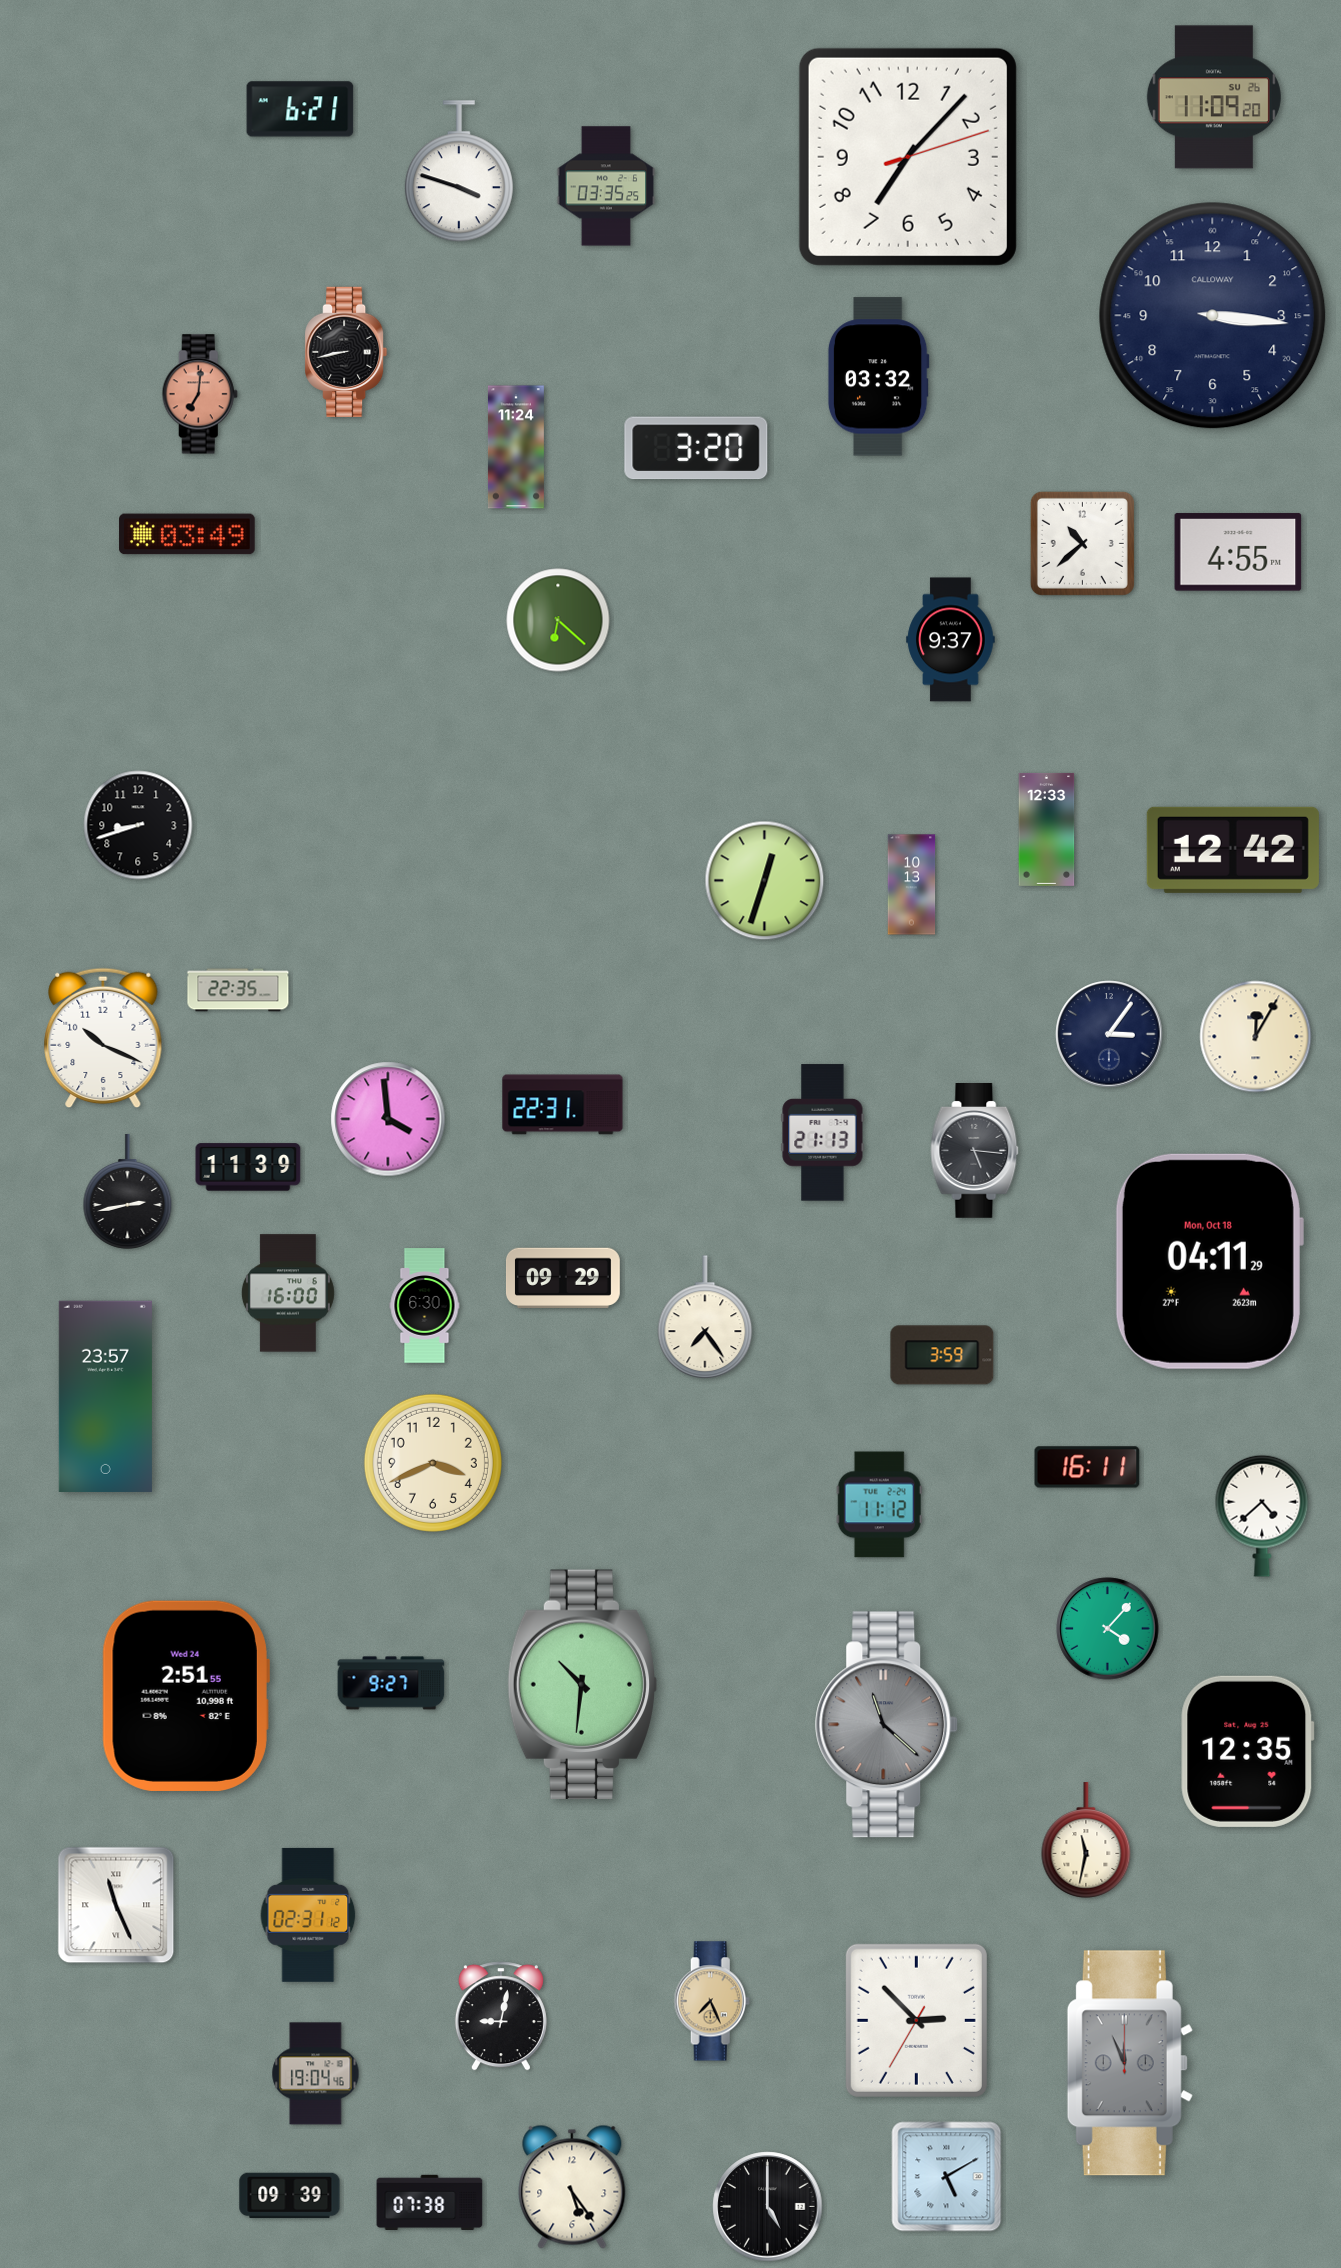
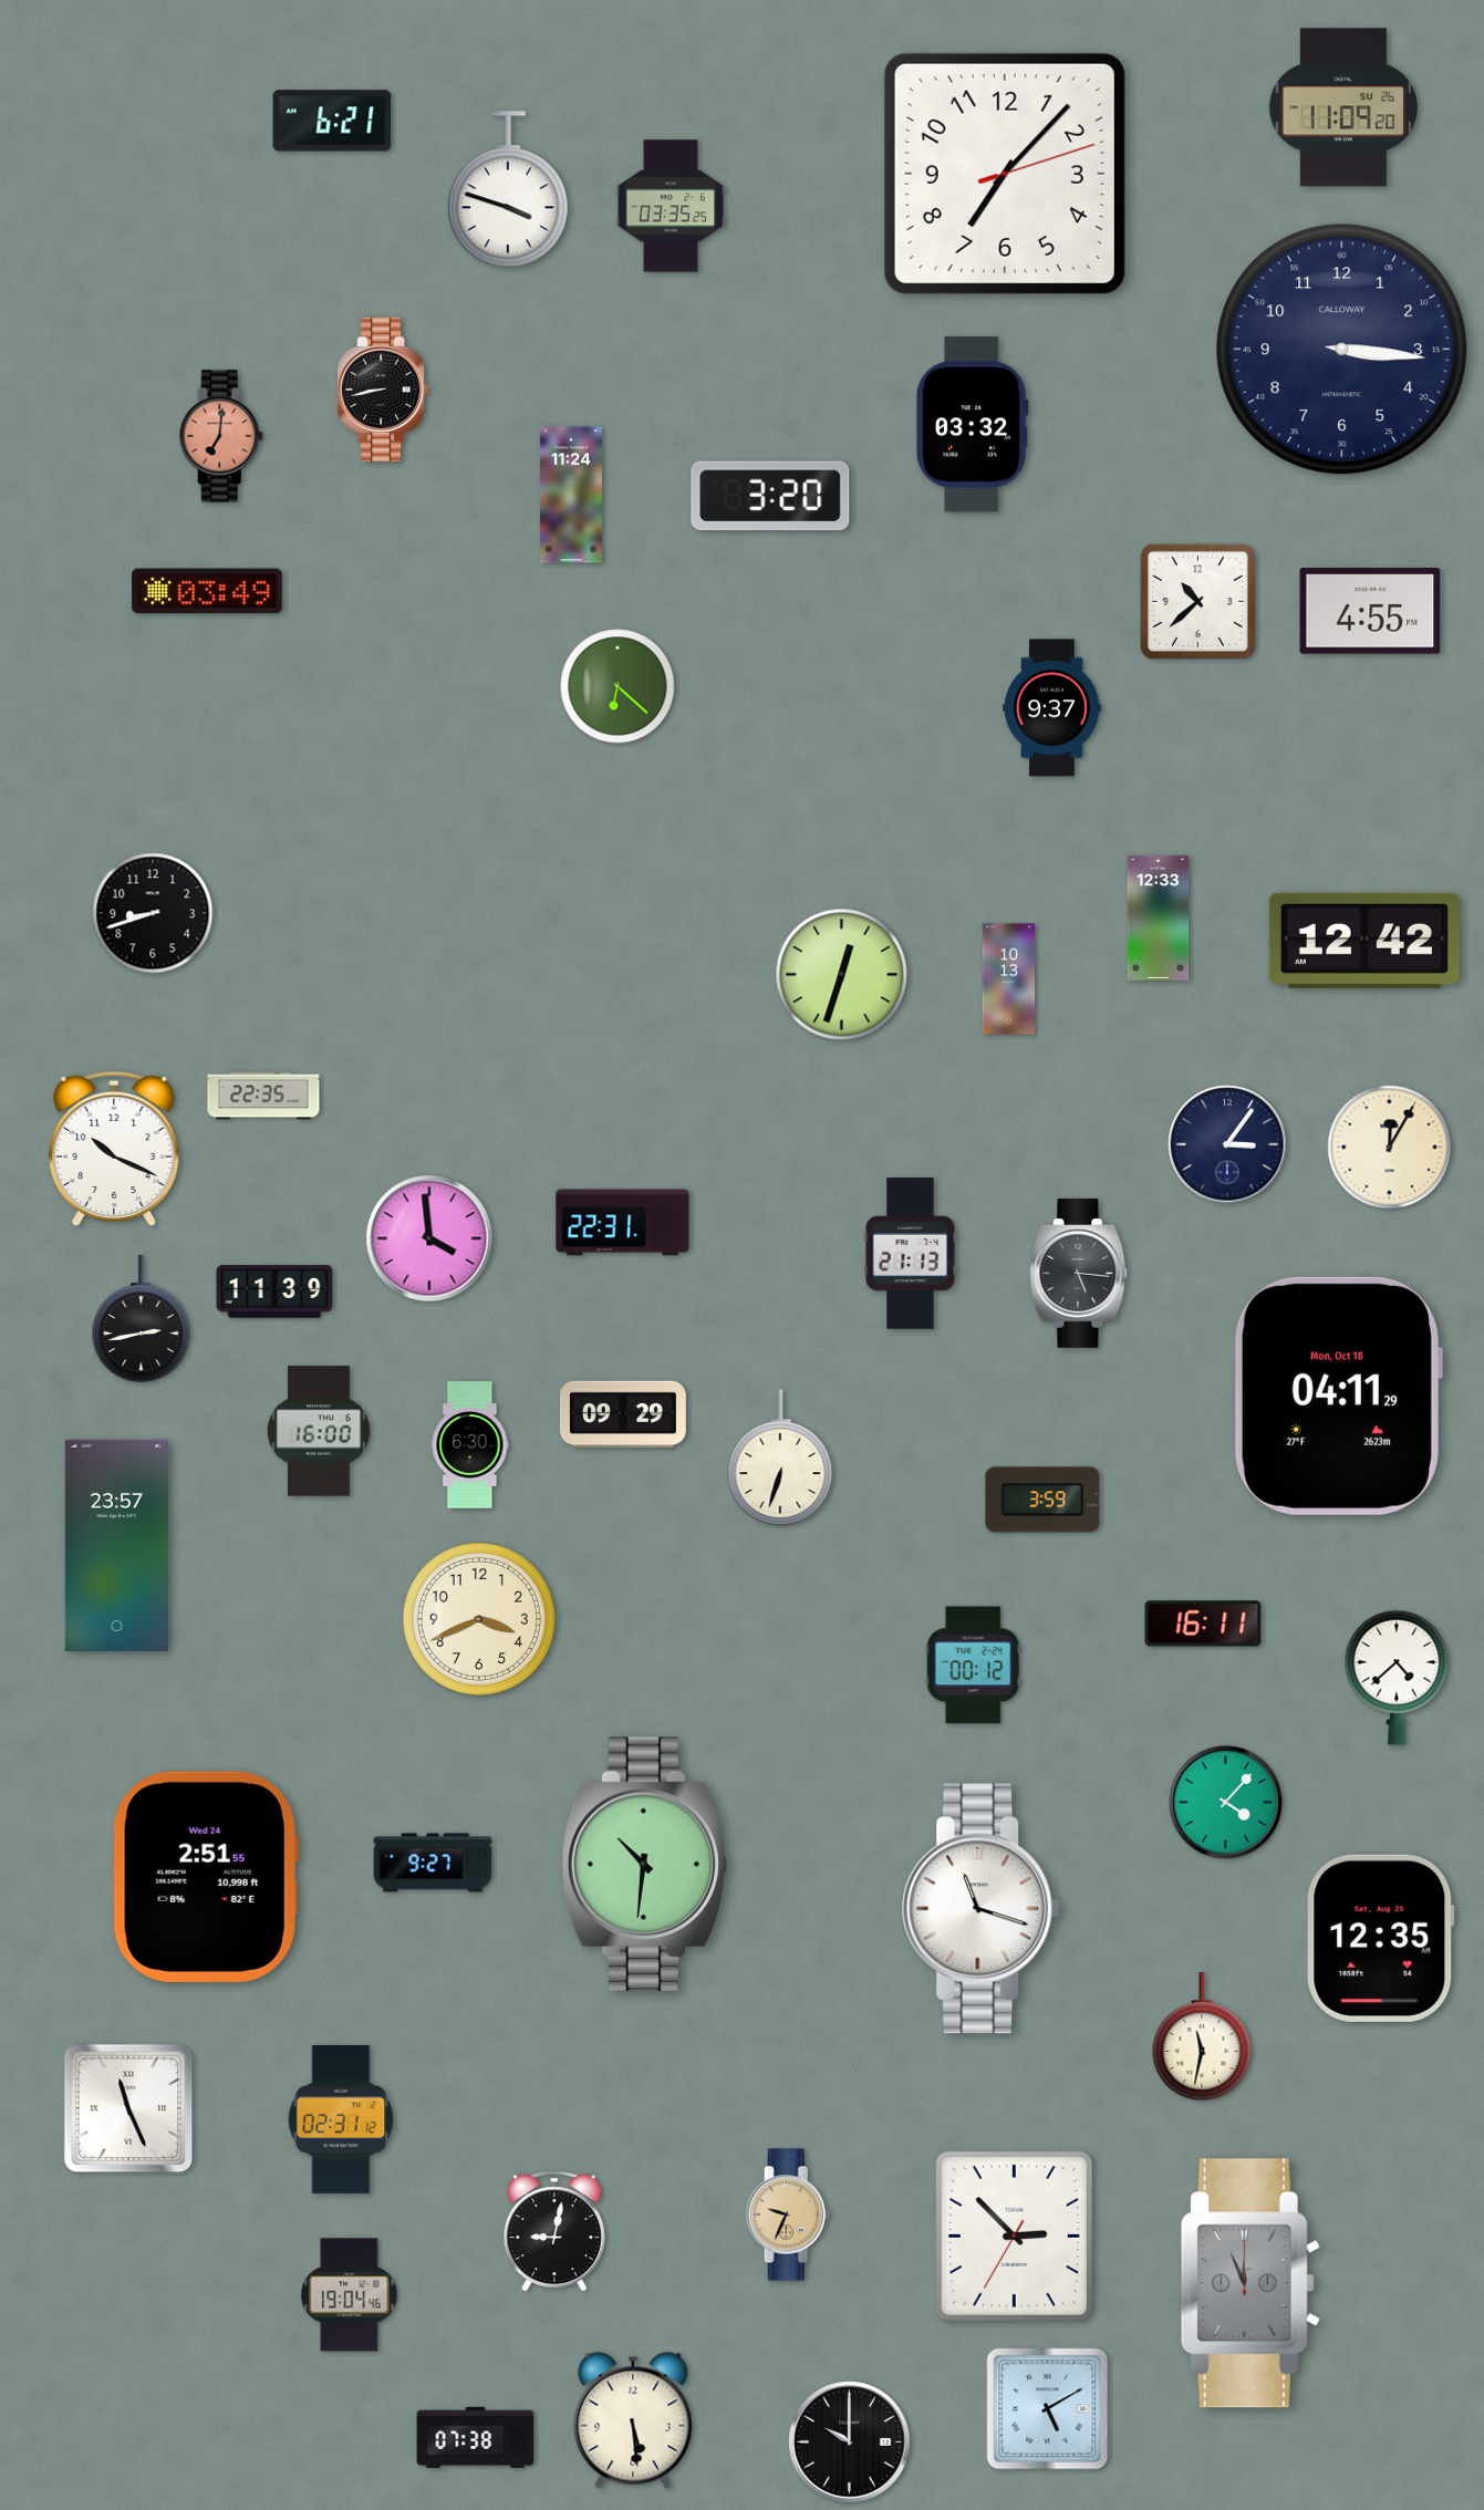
clock at (878, 377) position: (878, 377) -> (972, 425)
clock at (765, 881) position: (765, 881) -> (842, 975)
clock at (705, 1317): 7:24 -> 6:33
clock at (879, 1505): 11:12 -> 00:12
clock at (887, 1725): 11:22 -> 11:18
clock at (887, 1725) dial: grey -> white
clock at (712, 2001): 7:26 -> 9:34
clock at (572, 2187): 5:24 -> 5:29
clock at (290, 2196): 09:39 -> none
clock at (768, 2207): 5:00 -> 10:00
